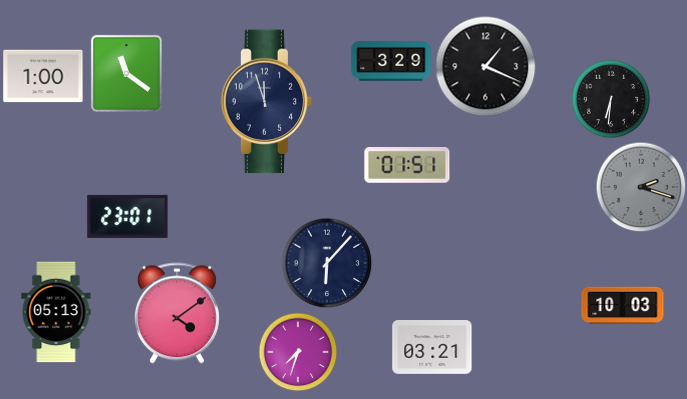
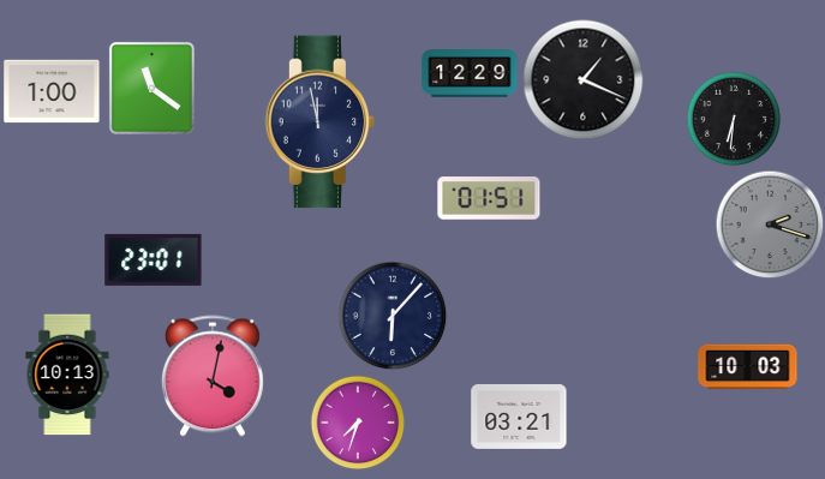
clock at (391, 62): 3:29 -> 12:29
clock at (267, 102): 11:57 -> 11:58
clock at (56, 312): 05:13 -> 10:13
clock at (177, 313): 4:09 -> 4:02
